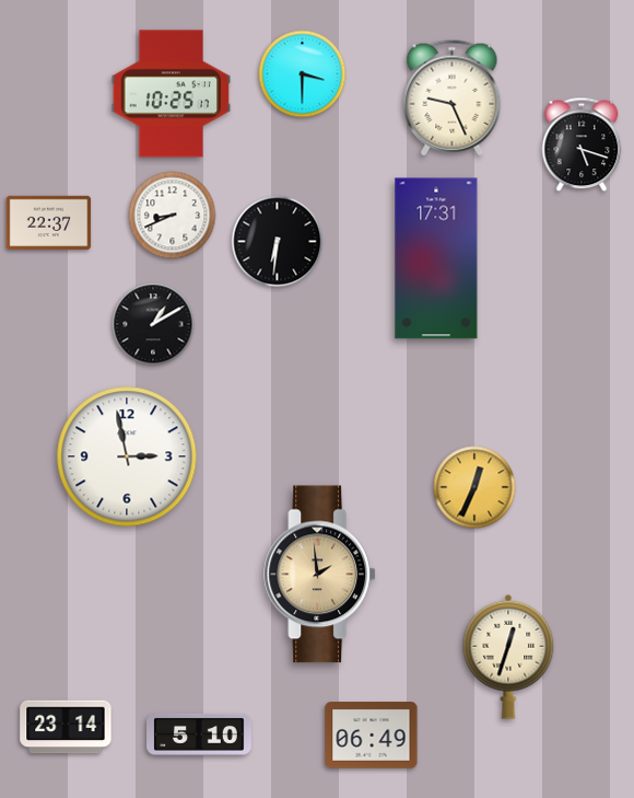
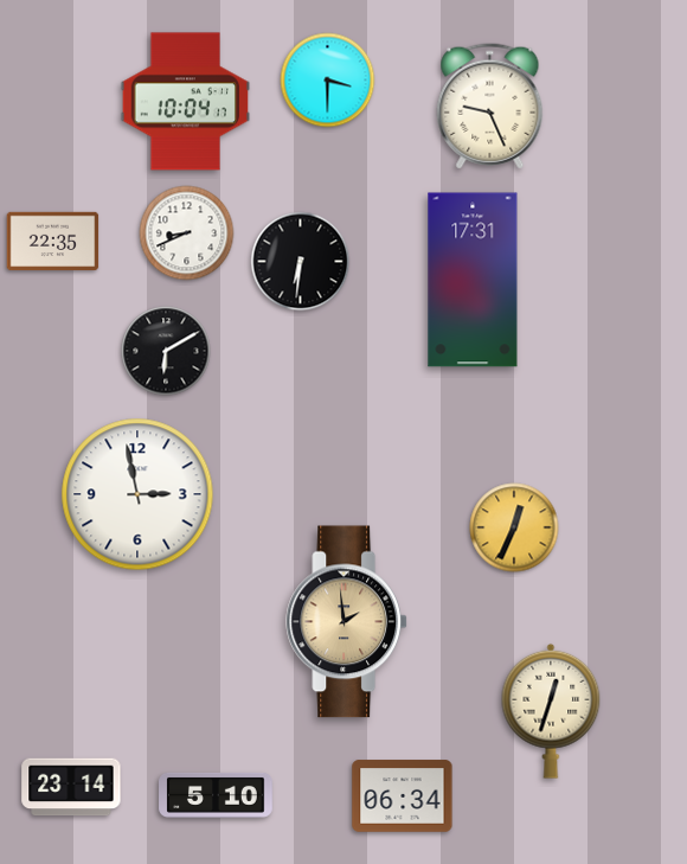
clock at (172, 94): 10:25 -> 10:04
clock at (582, 144): 5:18 -> none
clock at (49, 223): 22:37 -> 22:35
clock at (153, 324): 1:10 -> 6:10
clock at (372, 736): 06:49 -> 06:34
